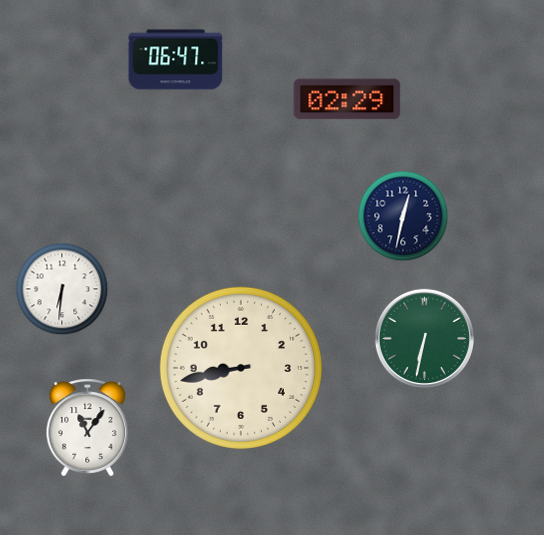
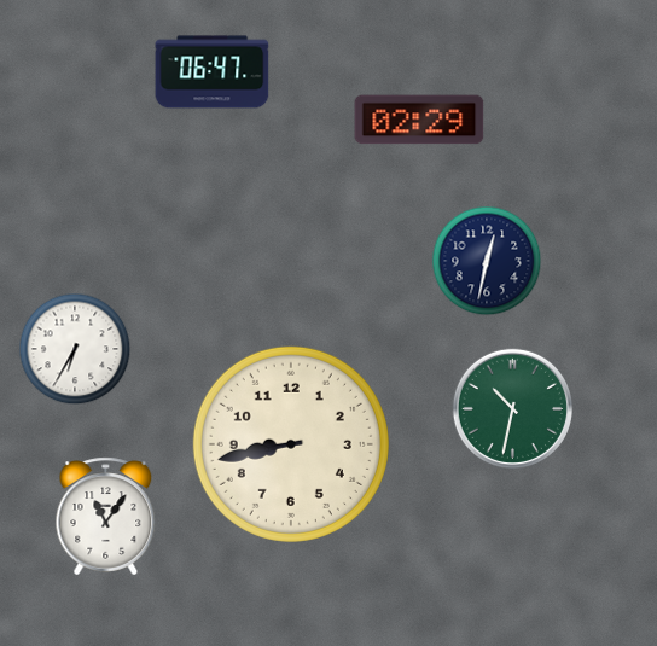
clock at (62, 289): 6:31 -> 6:35
clock at (424, 338): 6:32 -> 10:32
